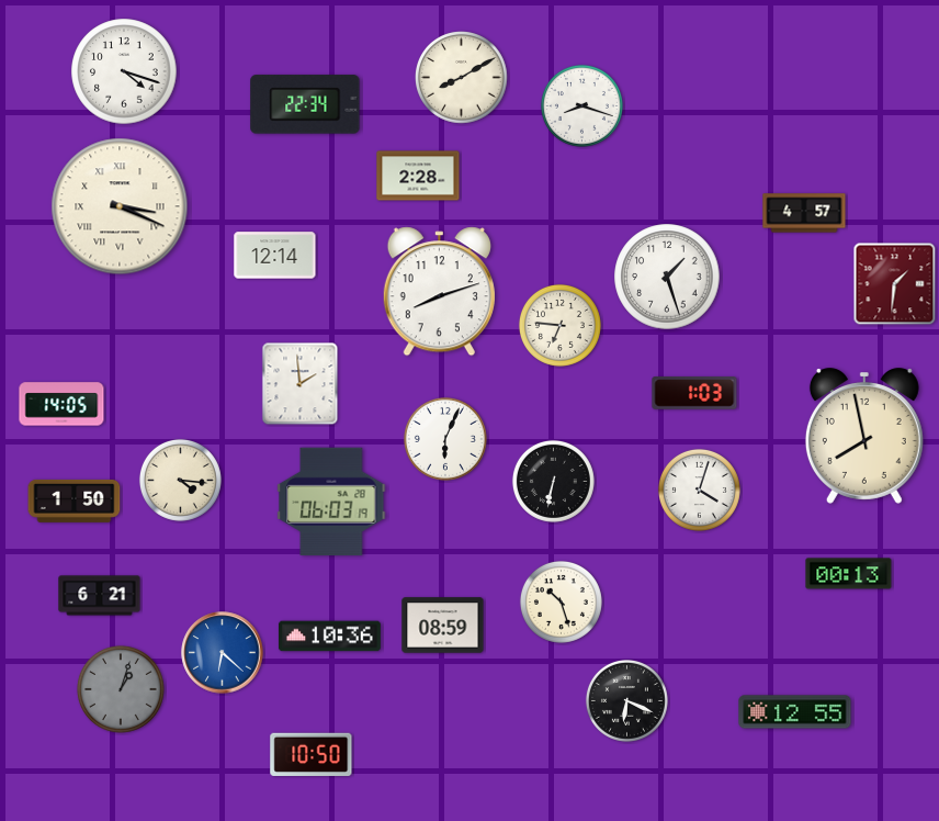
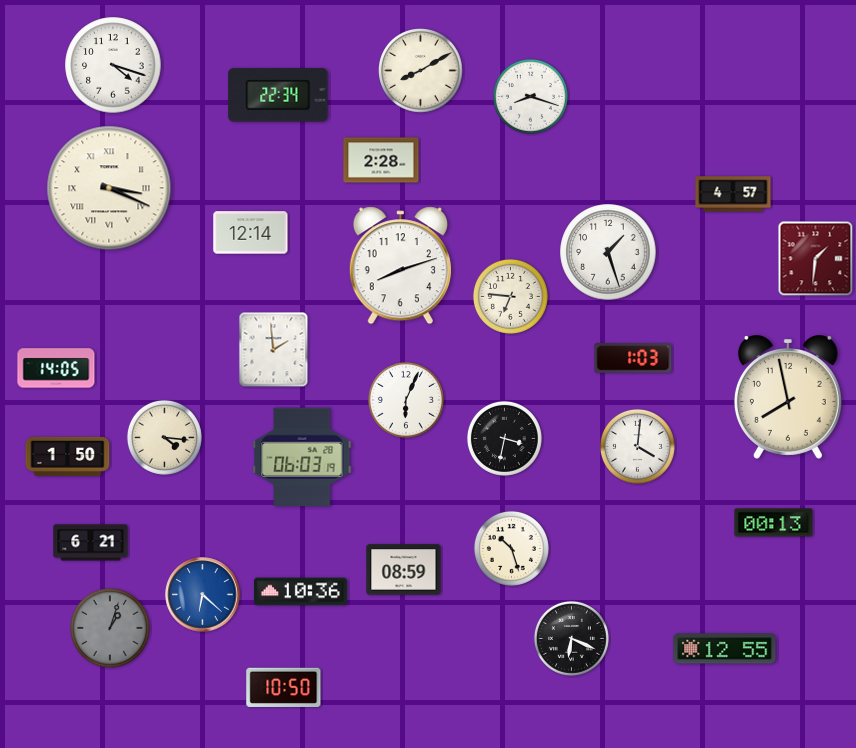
clock at (553, 481): 6:32 -> 3:32
clock at (699, 490): 4:03 -> 4:01
clock at (329, 637) position: (329, 637) -> (300, 592)
